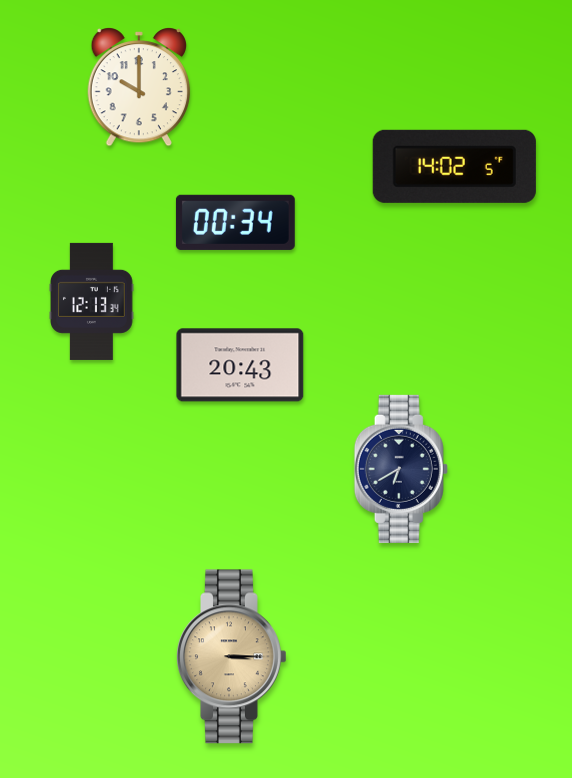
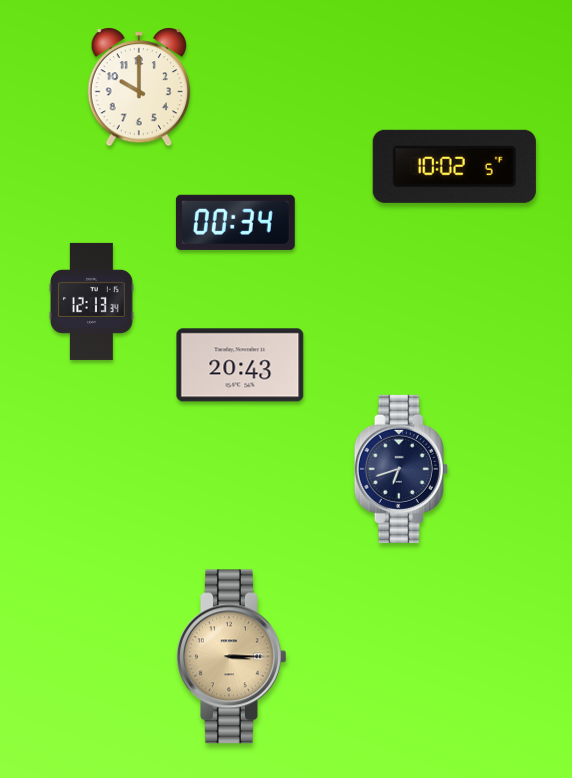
clock at (454, 166): 14:02 -> 10:02
clock at (401, 469): 6:40 -> 6:42
